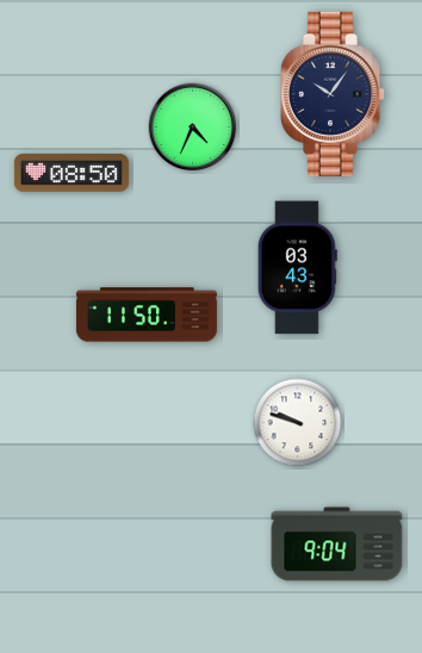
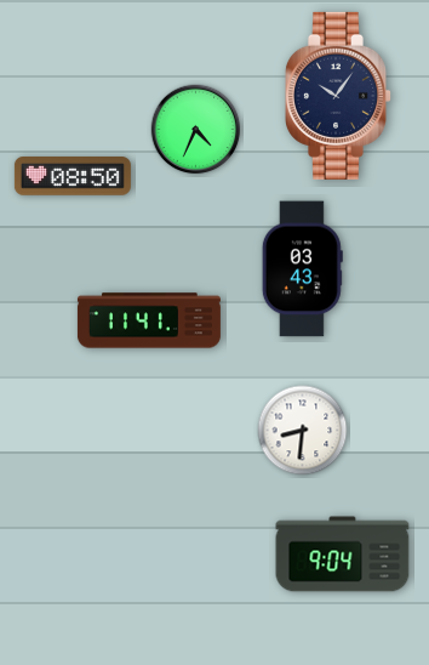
clock at (297, 268) position: (297, 268) -> (302, 269)
clock at (147, 315): 11:50 -> 11:41
clock at (298, 423): 9:48 -> 8:31
